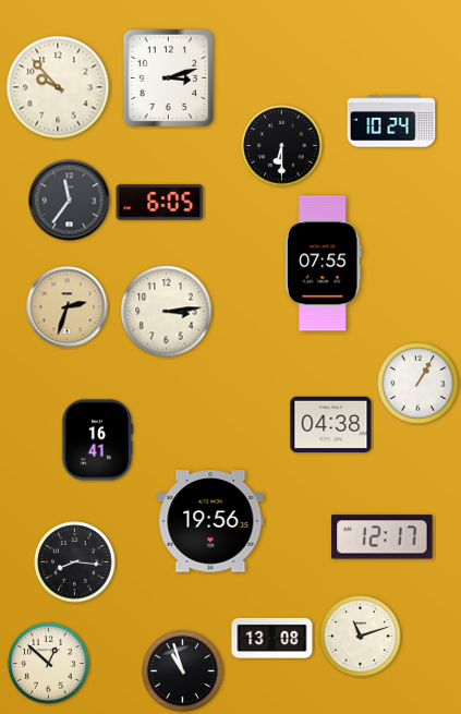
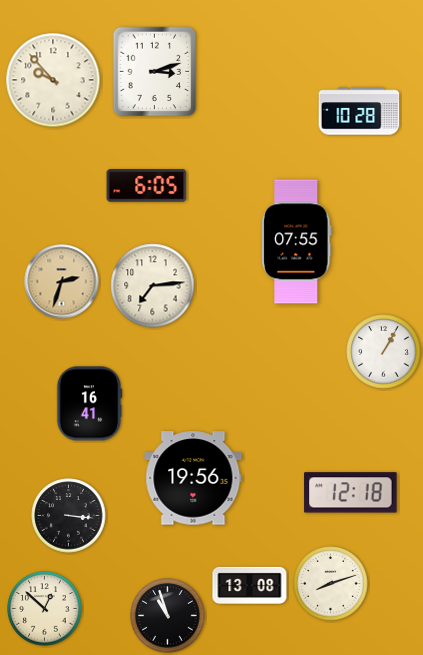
clock at (391, 121): 10:24 -> 10:28
clock at (282, 146): 6:30 -> none
clock at (70, 201): 11:36 -> none
clock at (167, 312): 3:14 -> 7:14
clock at (331, 424): 04:38 -> none
clock at (383, 537): 12:17 -> 12:18
clock at (75, 562): 8:16 -> 3:16
clock at (361, 637): 11:12 -> 8:12
